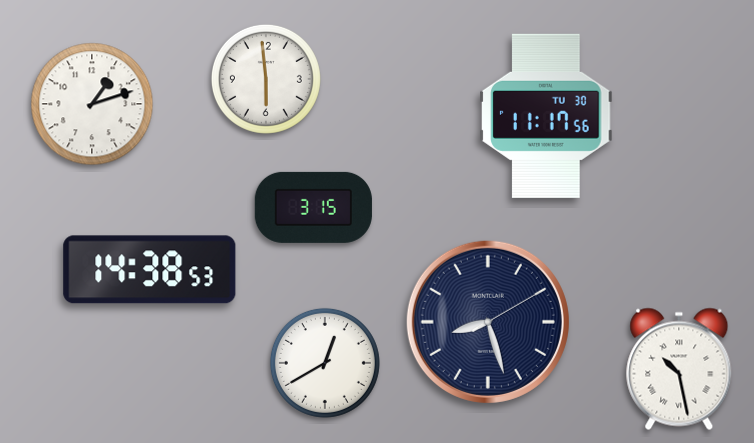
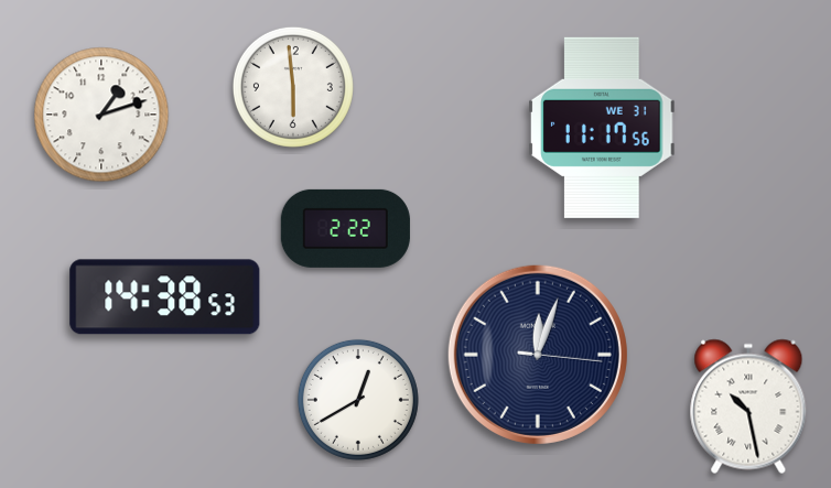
clock at (546, 116) date: TU 30 -> WE 31
clock at (313, 207): 3:15 -> 2:22
clock at (488, 322): 8:27 -> 12:03
